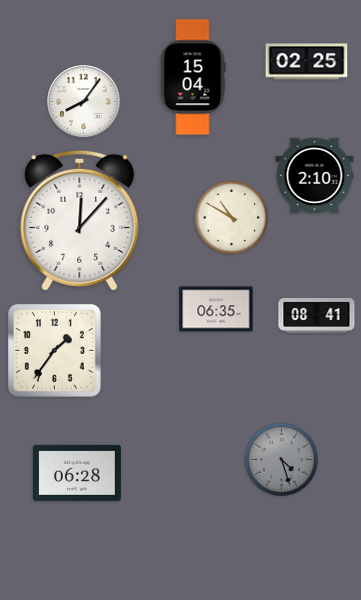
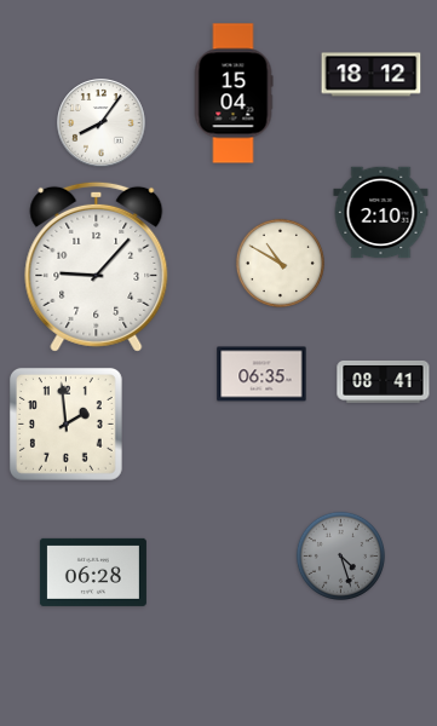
clock at (307, 62): 02:25 -> 18:12
clock at (80, 220): 12:07 -> 9:07
clock at (54, 350): 1:36 -> 1:59
